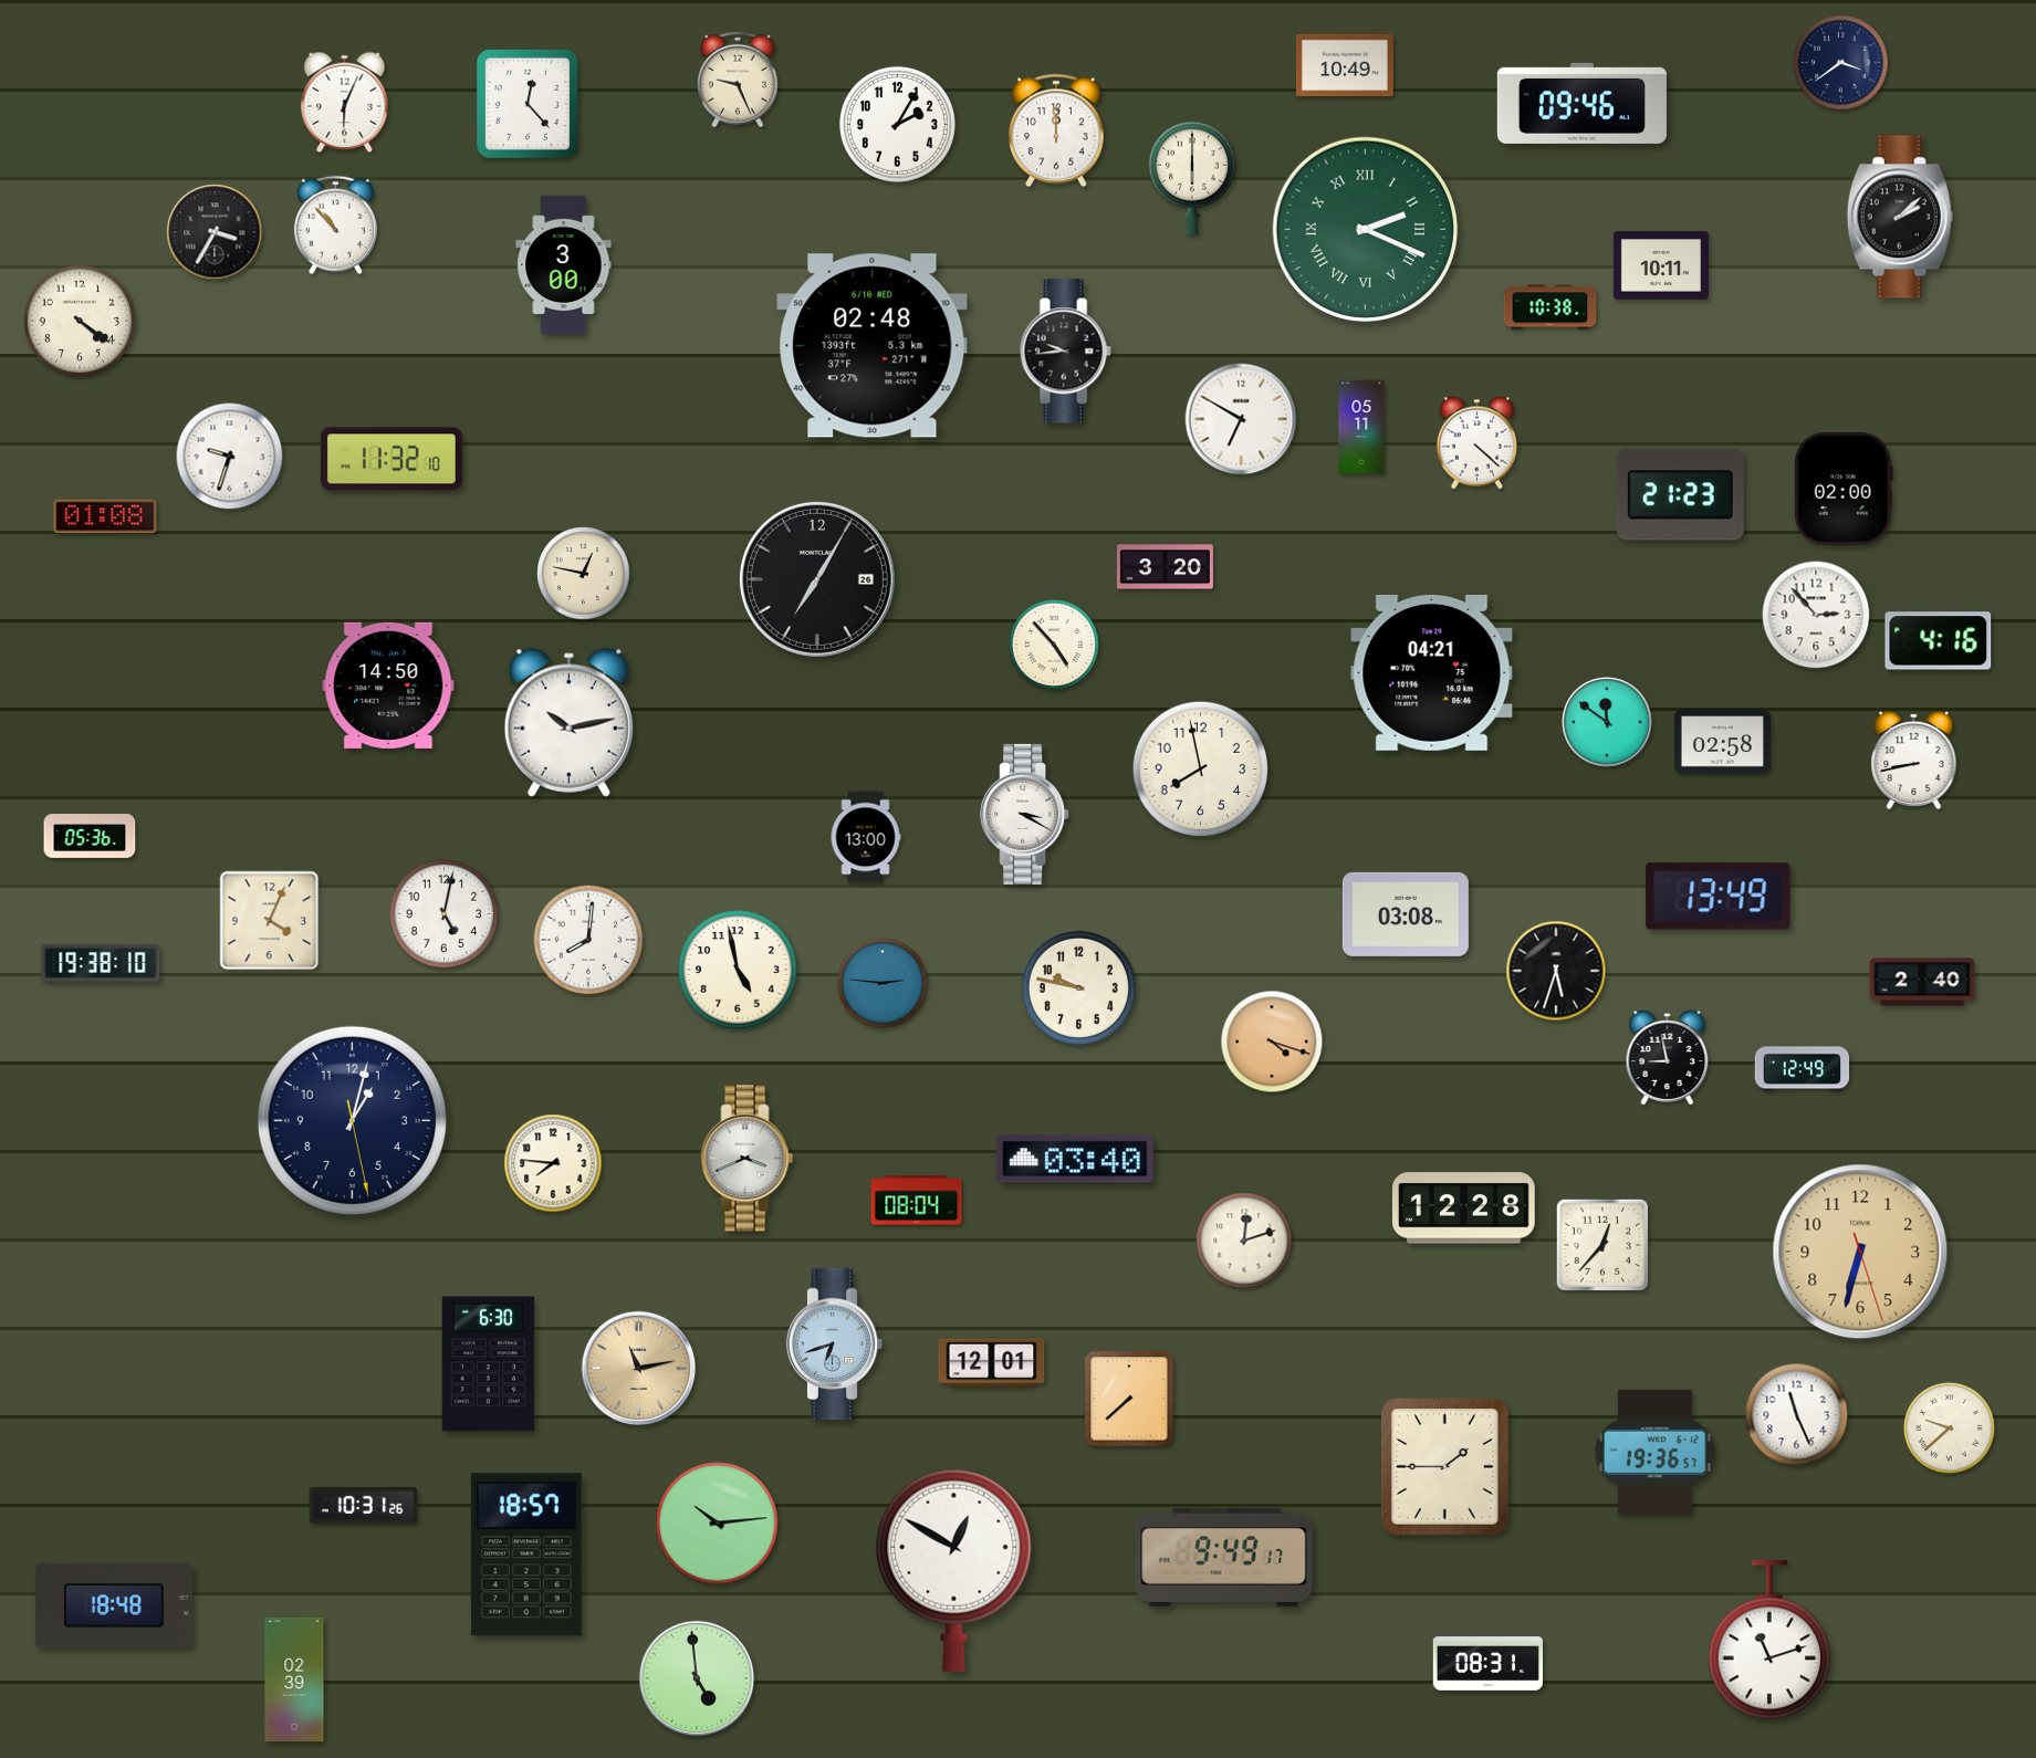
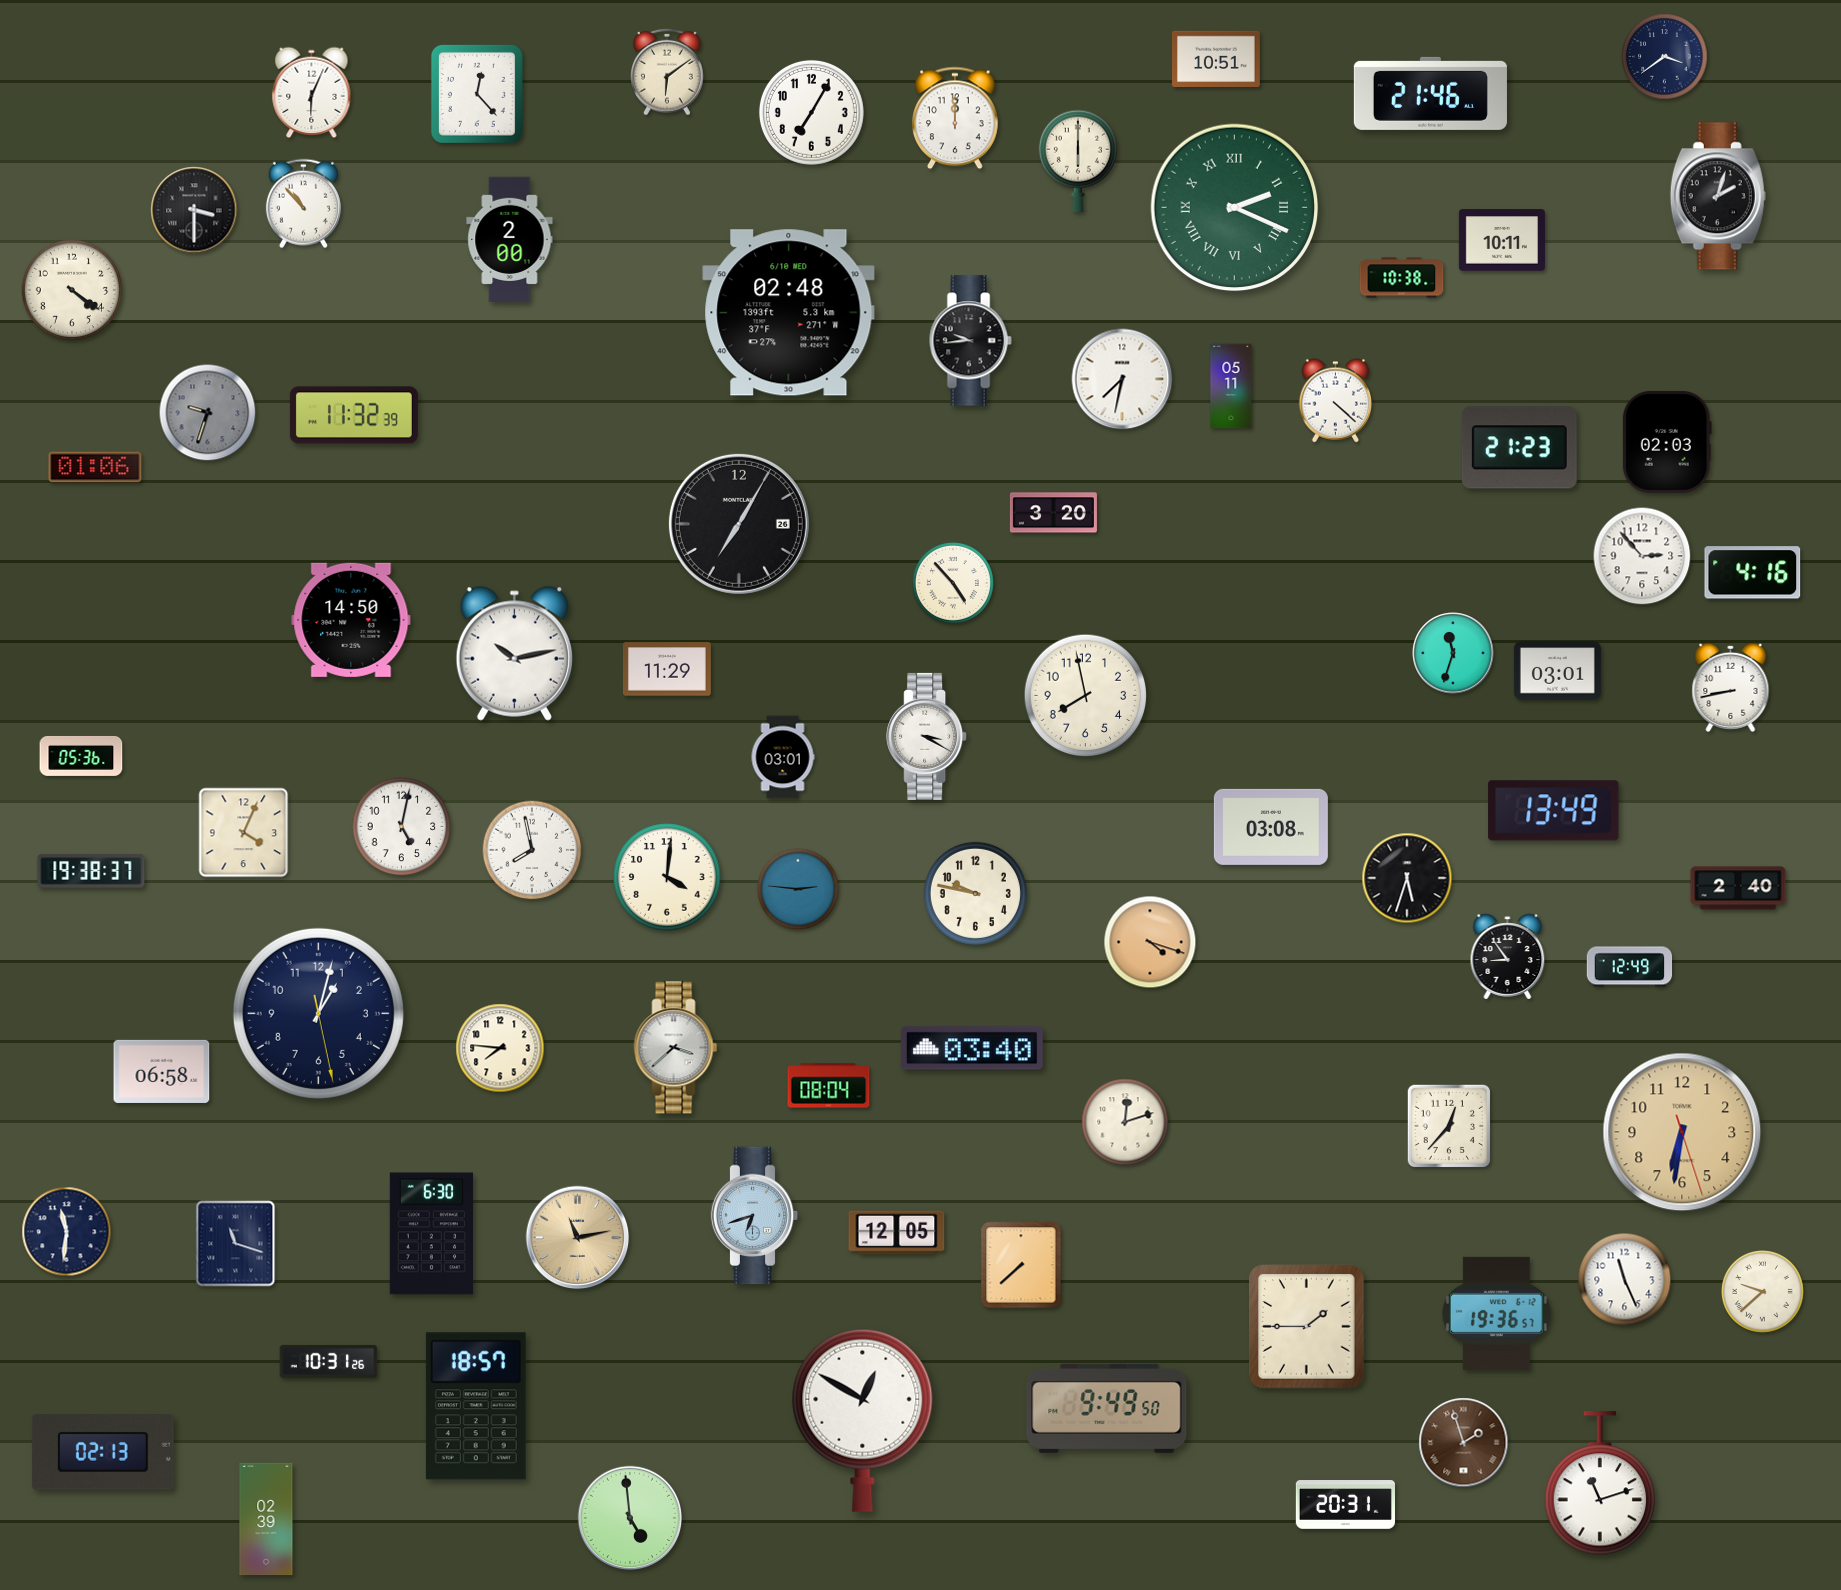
clock at (1345, 64): 10:49 -> 10:51
clock at (739, 80): 9:26 -> 6:09
clock at (1581, 103): 09:46 -> 21:46
clock at (897, 124): 2:05 -> 7:05
clock at (1900, 217): 2:08 -> 2:03
clock at (215, 232): 3:35 -> 3:30
clock at (564, 265): 3:00 -> 2:00
clock at (1065, 352) position: (1065, 352) -> (970, 341)
clock at (1241, 419): 6:50 -> 7:32
clock at (230, 457) dial: white -> grey
clock at (391, 459): 11:32:10 -> 11:32:39
clock at (1844, 489): 02:00 -> 02:03
clock at (105, 516): 01:08 -> 01:06
clock at (584, 574): 12:47 -> none
clock at (1939, 641) position: (1939, 641) -> (1753, 573)
clock at (1432, 672): 04:21 -> none
clock at (1607, 722): 11:51 -> 11:33
clock at (667, 669): none -> 11:29
clock at (1722, 742): 02:58 -> 03:01
clock at (866, 837): 13:00 -> 03:01
clock at (588, 940): 8:01 -> 7:58
clock at (101, 963): 19:38:10 -> 19:38:37
clock at (738, 970): 4:58 -> 4:01
clock at (1668, 1058): 8:58 -> 8:54
clock at (748, 1159): 3:41 -> 3:38
clock at (553, 1163) position: (553, 1163) -> (500, 1048)
clock at (162, 1071): none -> 06:58
clock at (1464, 1208): 12:28 -> none
clock at (1860, 1252): 6:32 -> 6:31
clock at (67, 1232): none -> 11:31
clock at (992, 1363): 12:01 -> 12:05
clock at (488, 1364) position: (488, 1364) -> (431, 1234)
clock at (236, 1244): none -> 11:18
clock at (718, 1524): 10:14 -> none
clock at (1224, 1557): 9:49:17 -> 9:49:50
clock at (1464, 1443): none -> 1:57
clock at (114, 1605): 18:48 -> 02:13
clock at (1487, 1664): 08:31 -> 20:31
